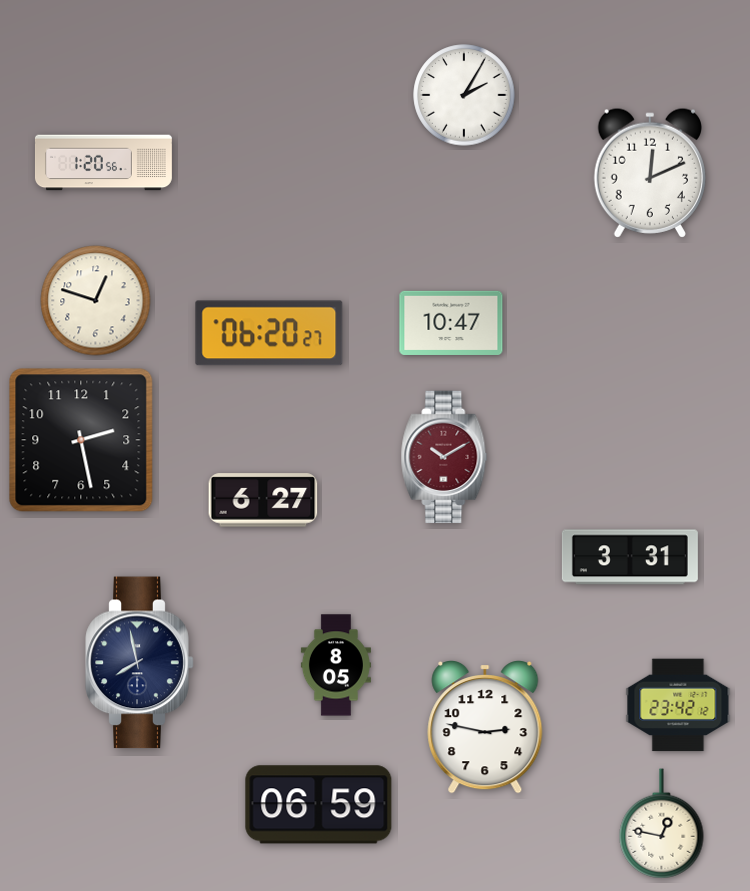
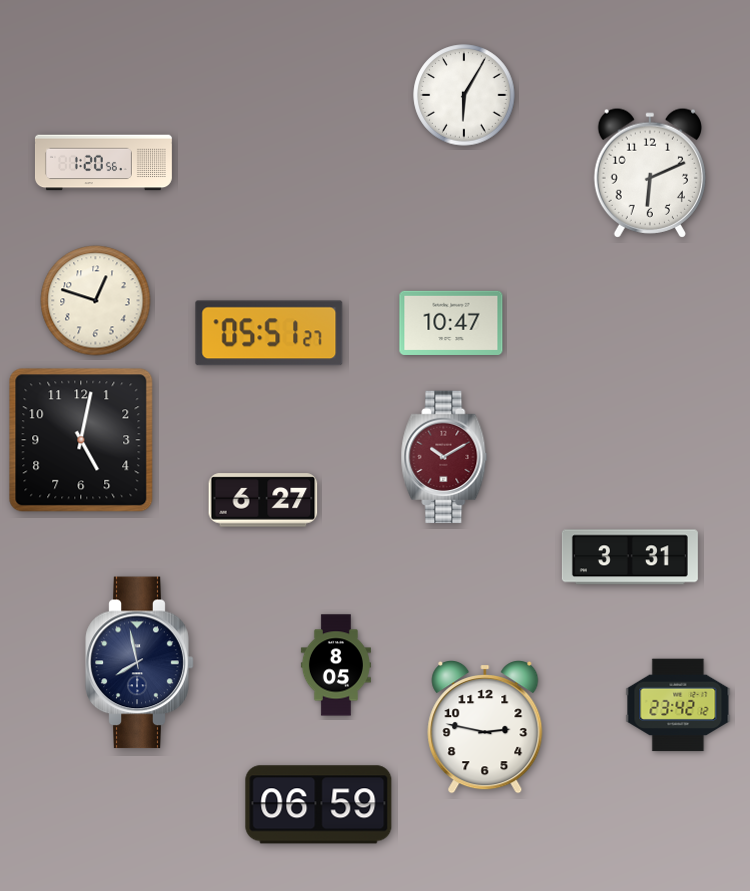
clock at (464, 95): 2:05 -> 6:05
clock at (649, 173): 12:11 -> 6:11
clock at (269, 333): 06:20 -> 05:51
clock at (81, 440): 2:28 -> 5:02
clock at (662, 824): 12:47 -> none
